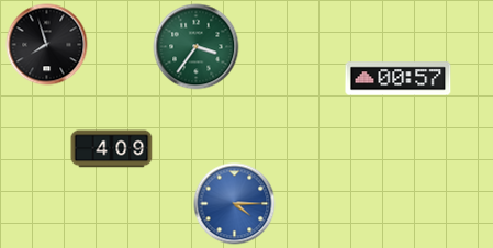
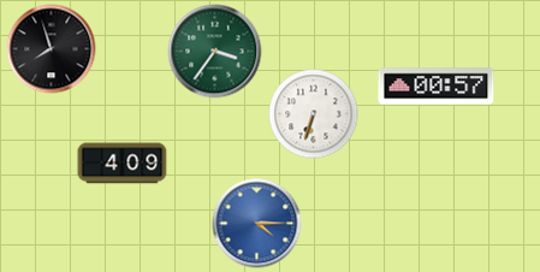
clock at (314, 114): none -> 6:33
